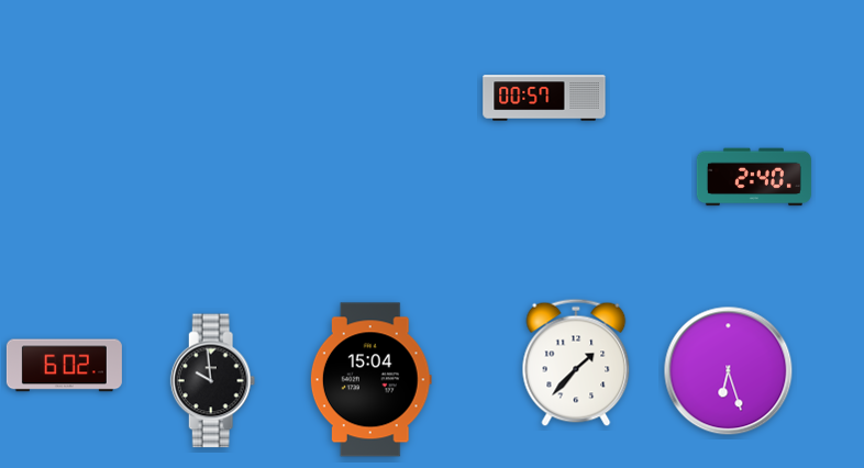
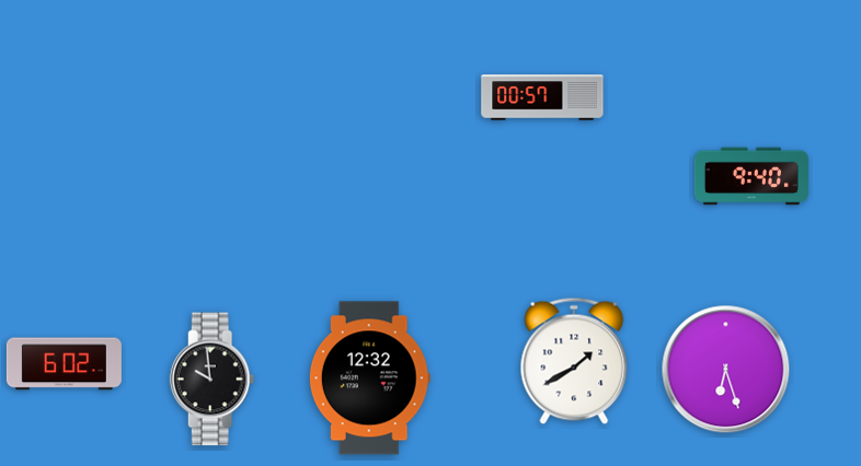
clock at (754, 177): 2:40 -> 9:40
clock at (576, 363): 1:37 -> 1:40
clock at (370, 380): 15:04 -> 12:32
